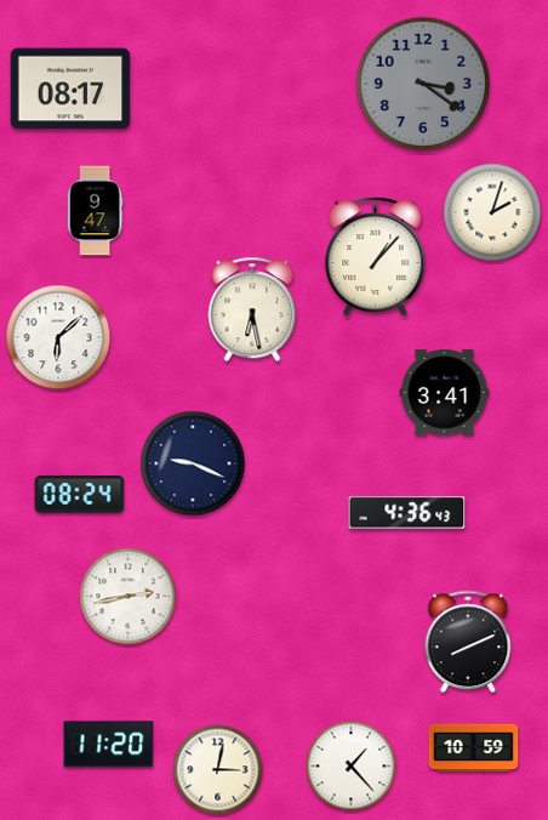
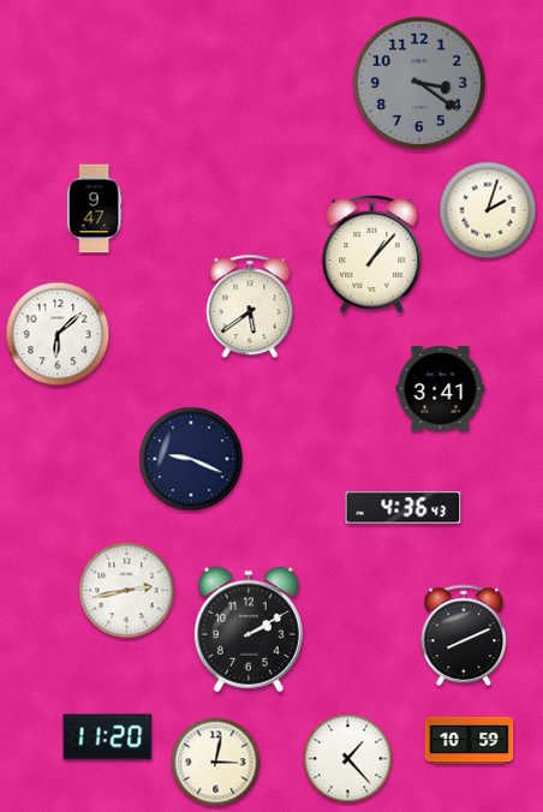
clock at (70, 89): 08:17 -> none
clock at (252, 309): 6:28 -> 5:39
clock at (80, 494): 08:24 -> none
clock at (249, 629): none -> 2:10
